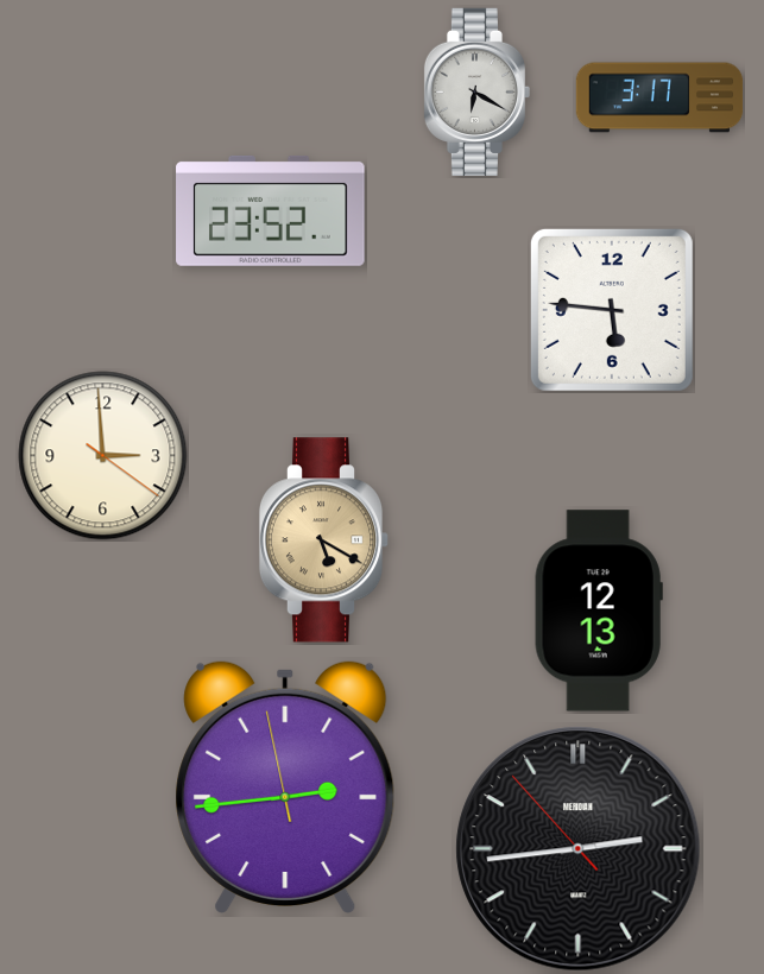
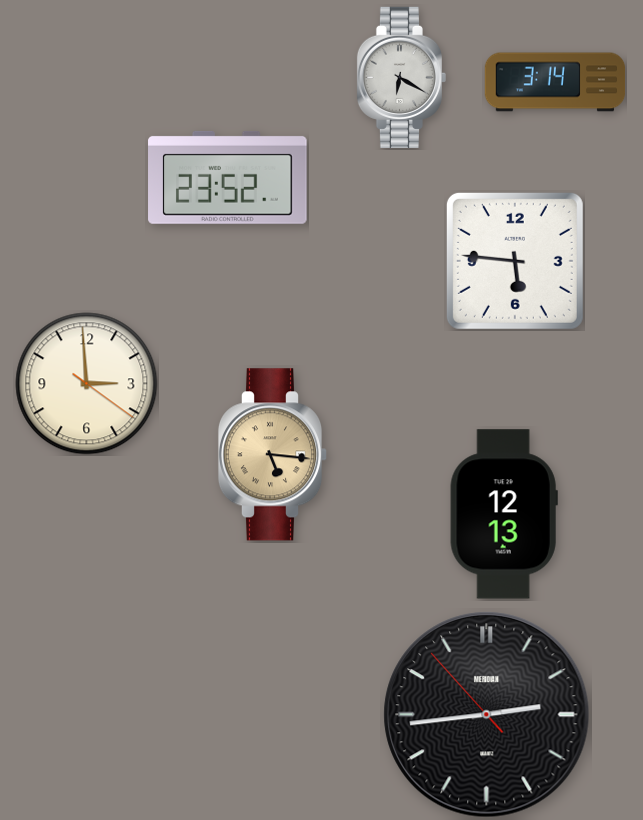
clock at (659, 97): 3:17 -> 3:14
clock at (324, 540): 5:20 -> 5:16
clock at (285, 786): 2:43 -> none
